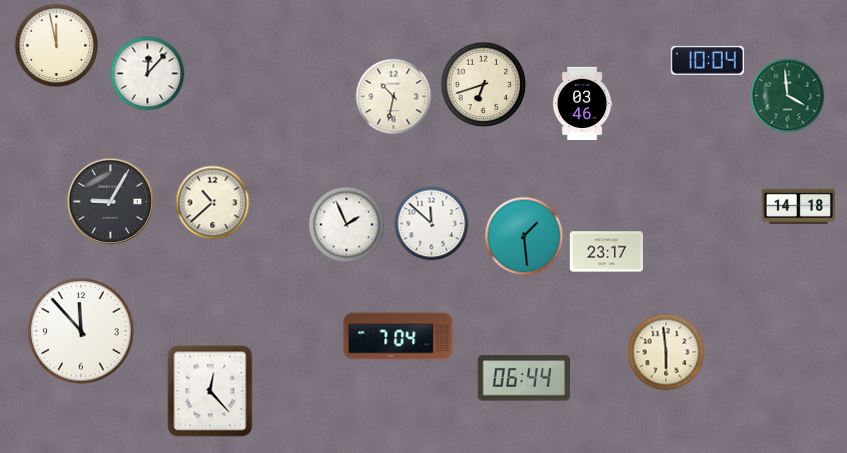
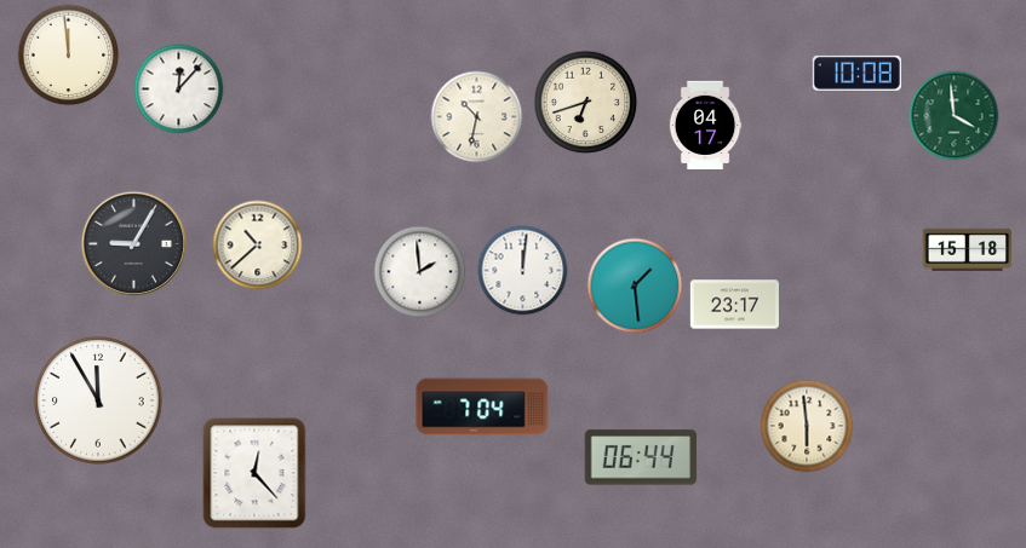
clock at (57, 46): 11:58 -> 11:59
clock at (707, 60): 10:04 -> 10:08
clock at (582, 103): 03:46 -> 04:17
clock at (798, 206): 14:18 -> 15:18
clock at (432, 224): 11:52 -> 12:01
clock at (347, 225): 1:56 -> 1:59
clock at (81, 331): 11:53 -> 11:55
clock at (524, 378) position: (524, 378) -> (641, 457)
